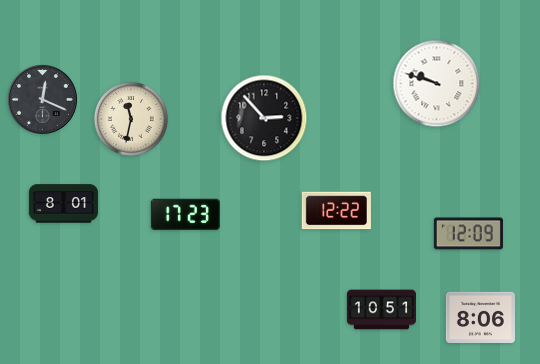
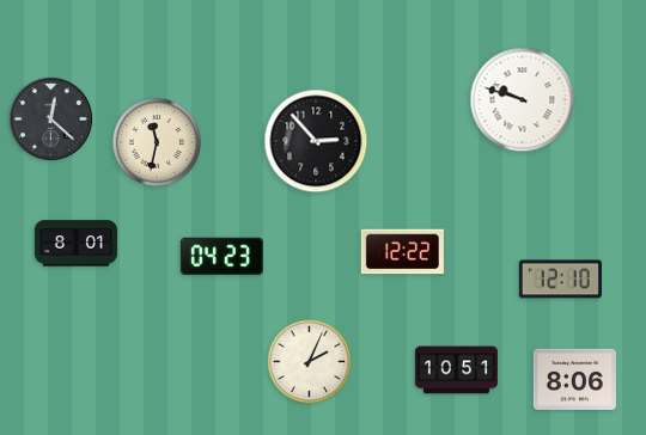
clock at (42, 99): 12:19 -> 12:22
clock at (185, 214): 17:23 -> 04:23
clock at (468, 234): 12:09 -> 12:10
clock at (310, 362): none -> 2:04
